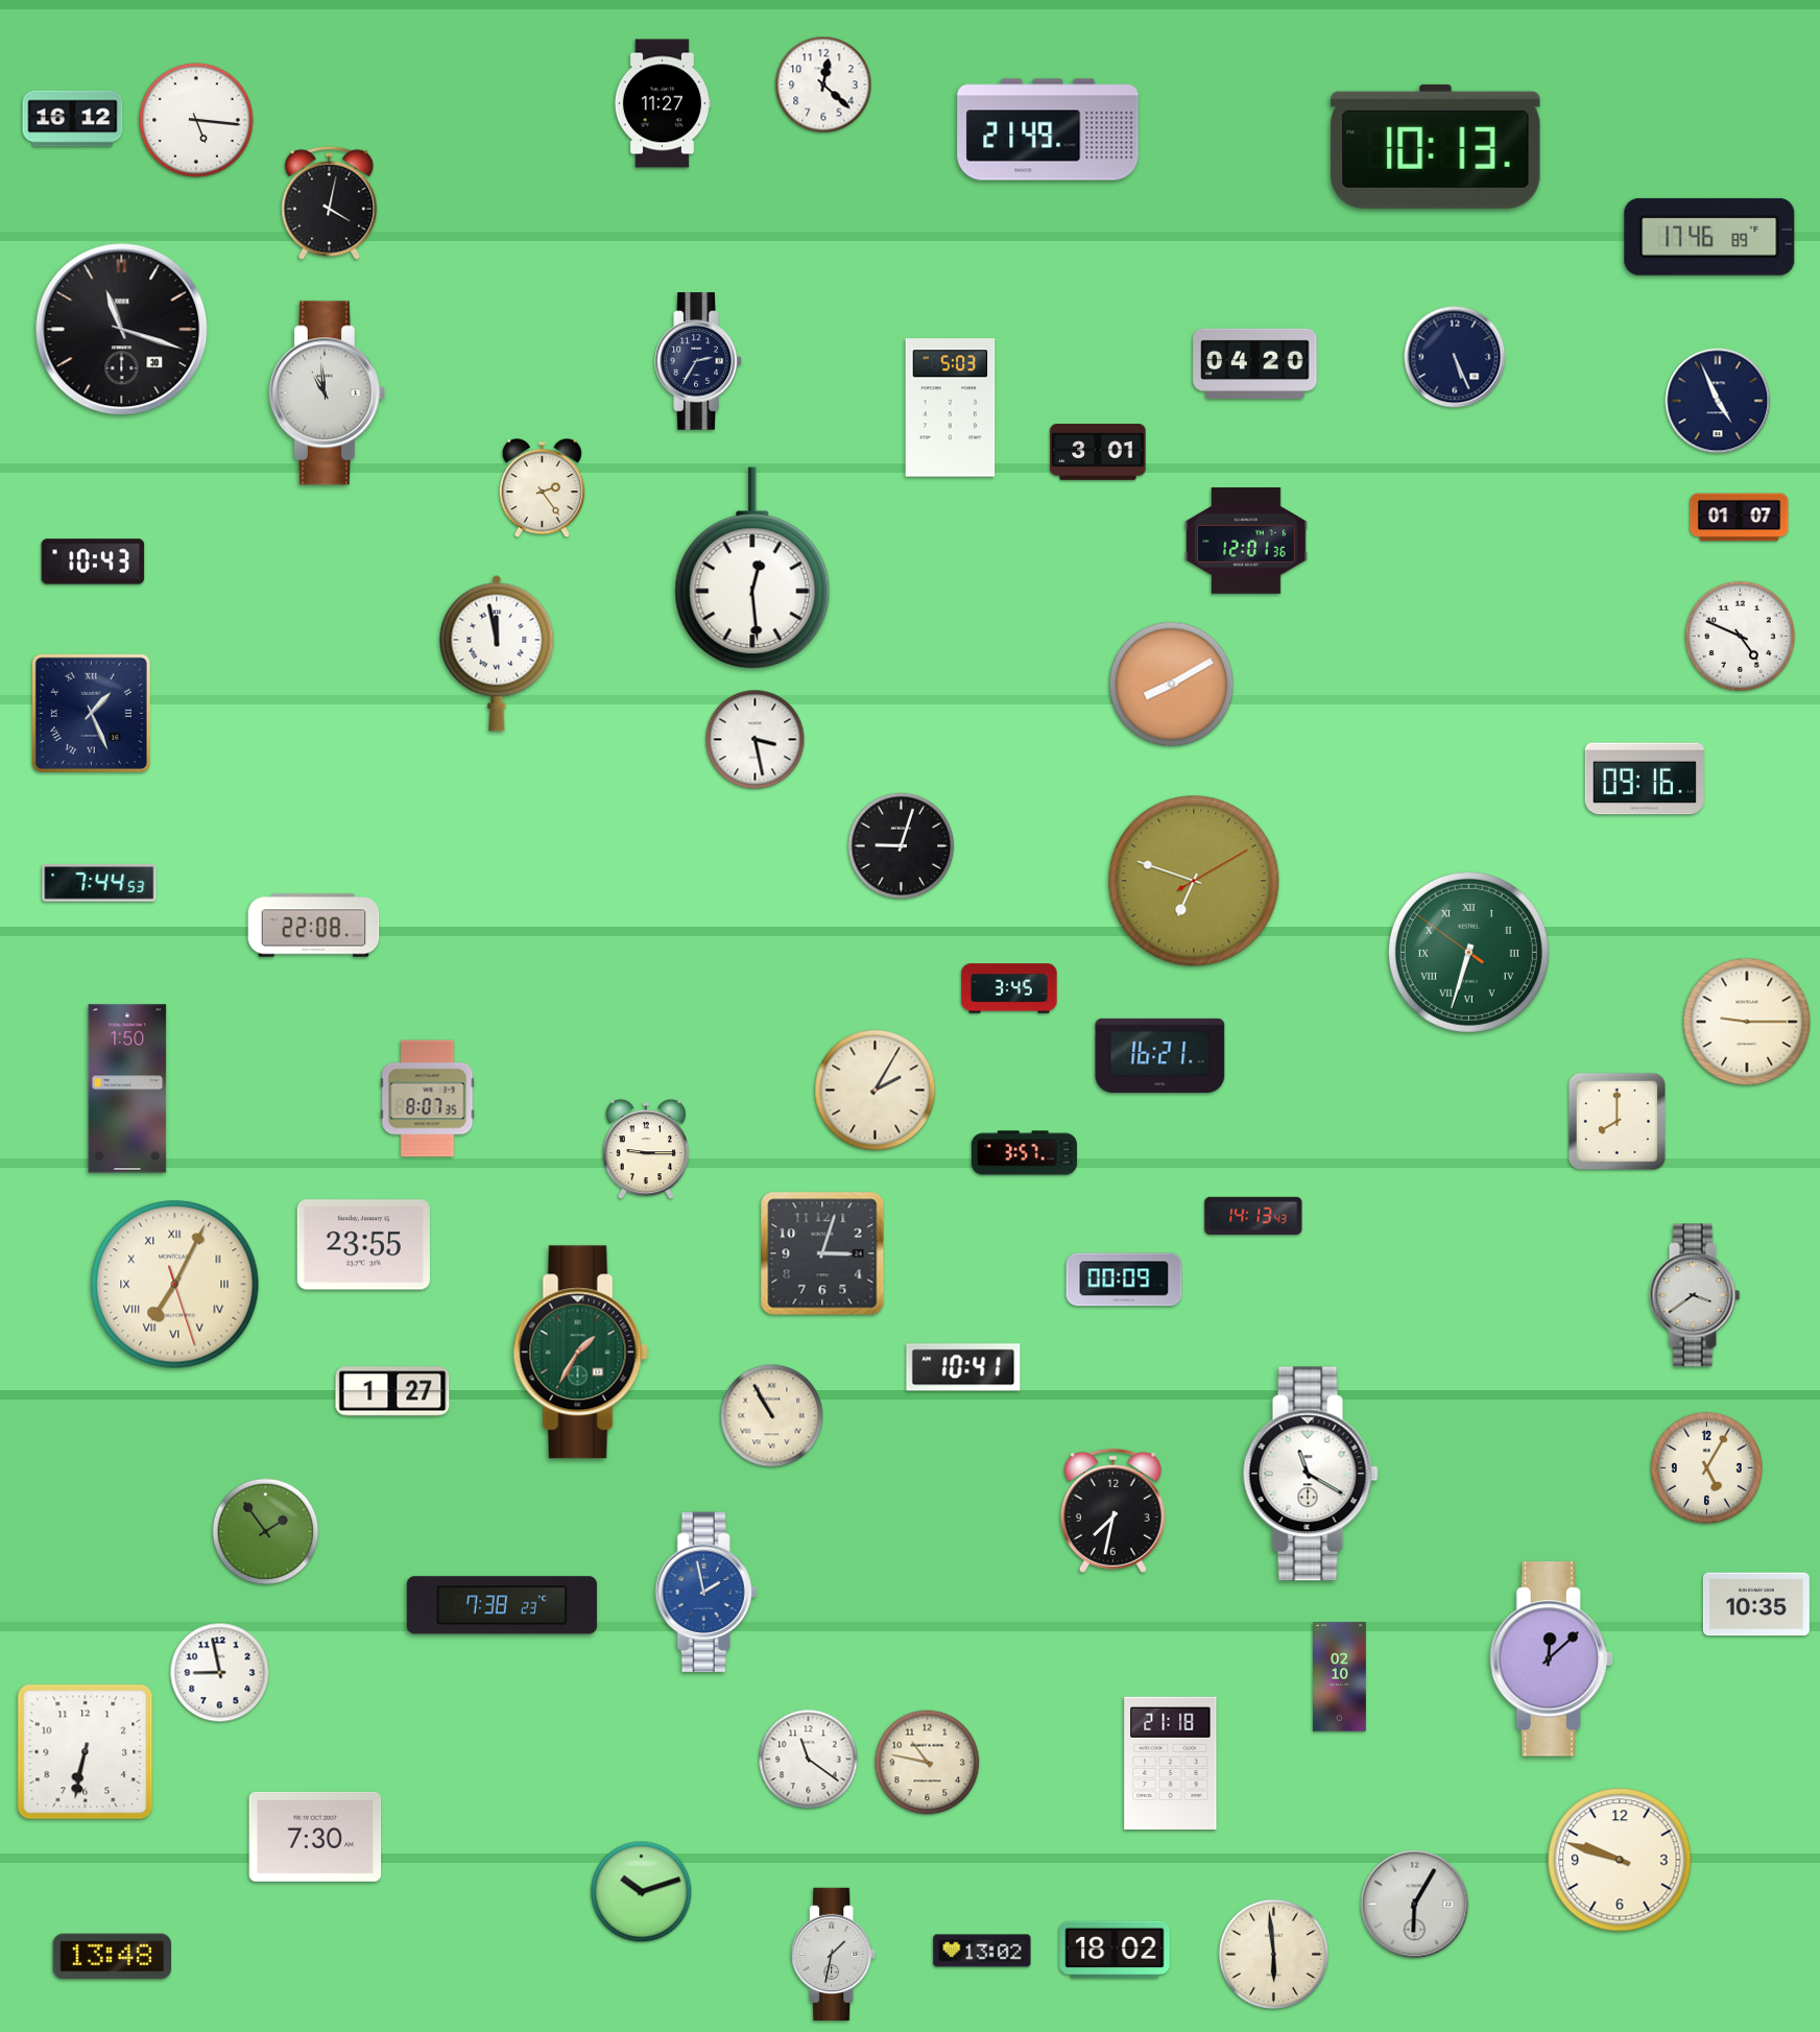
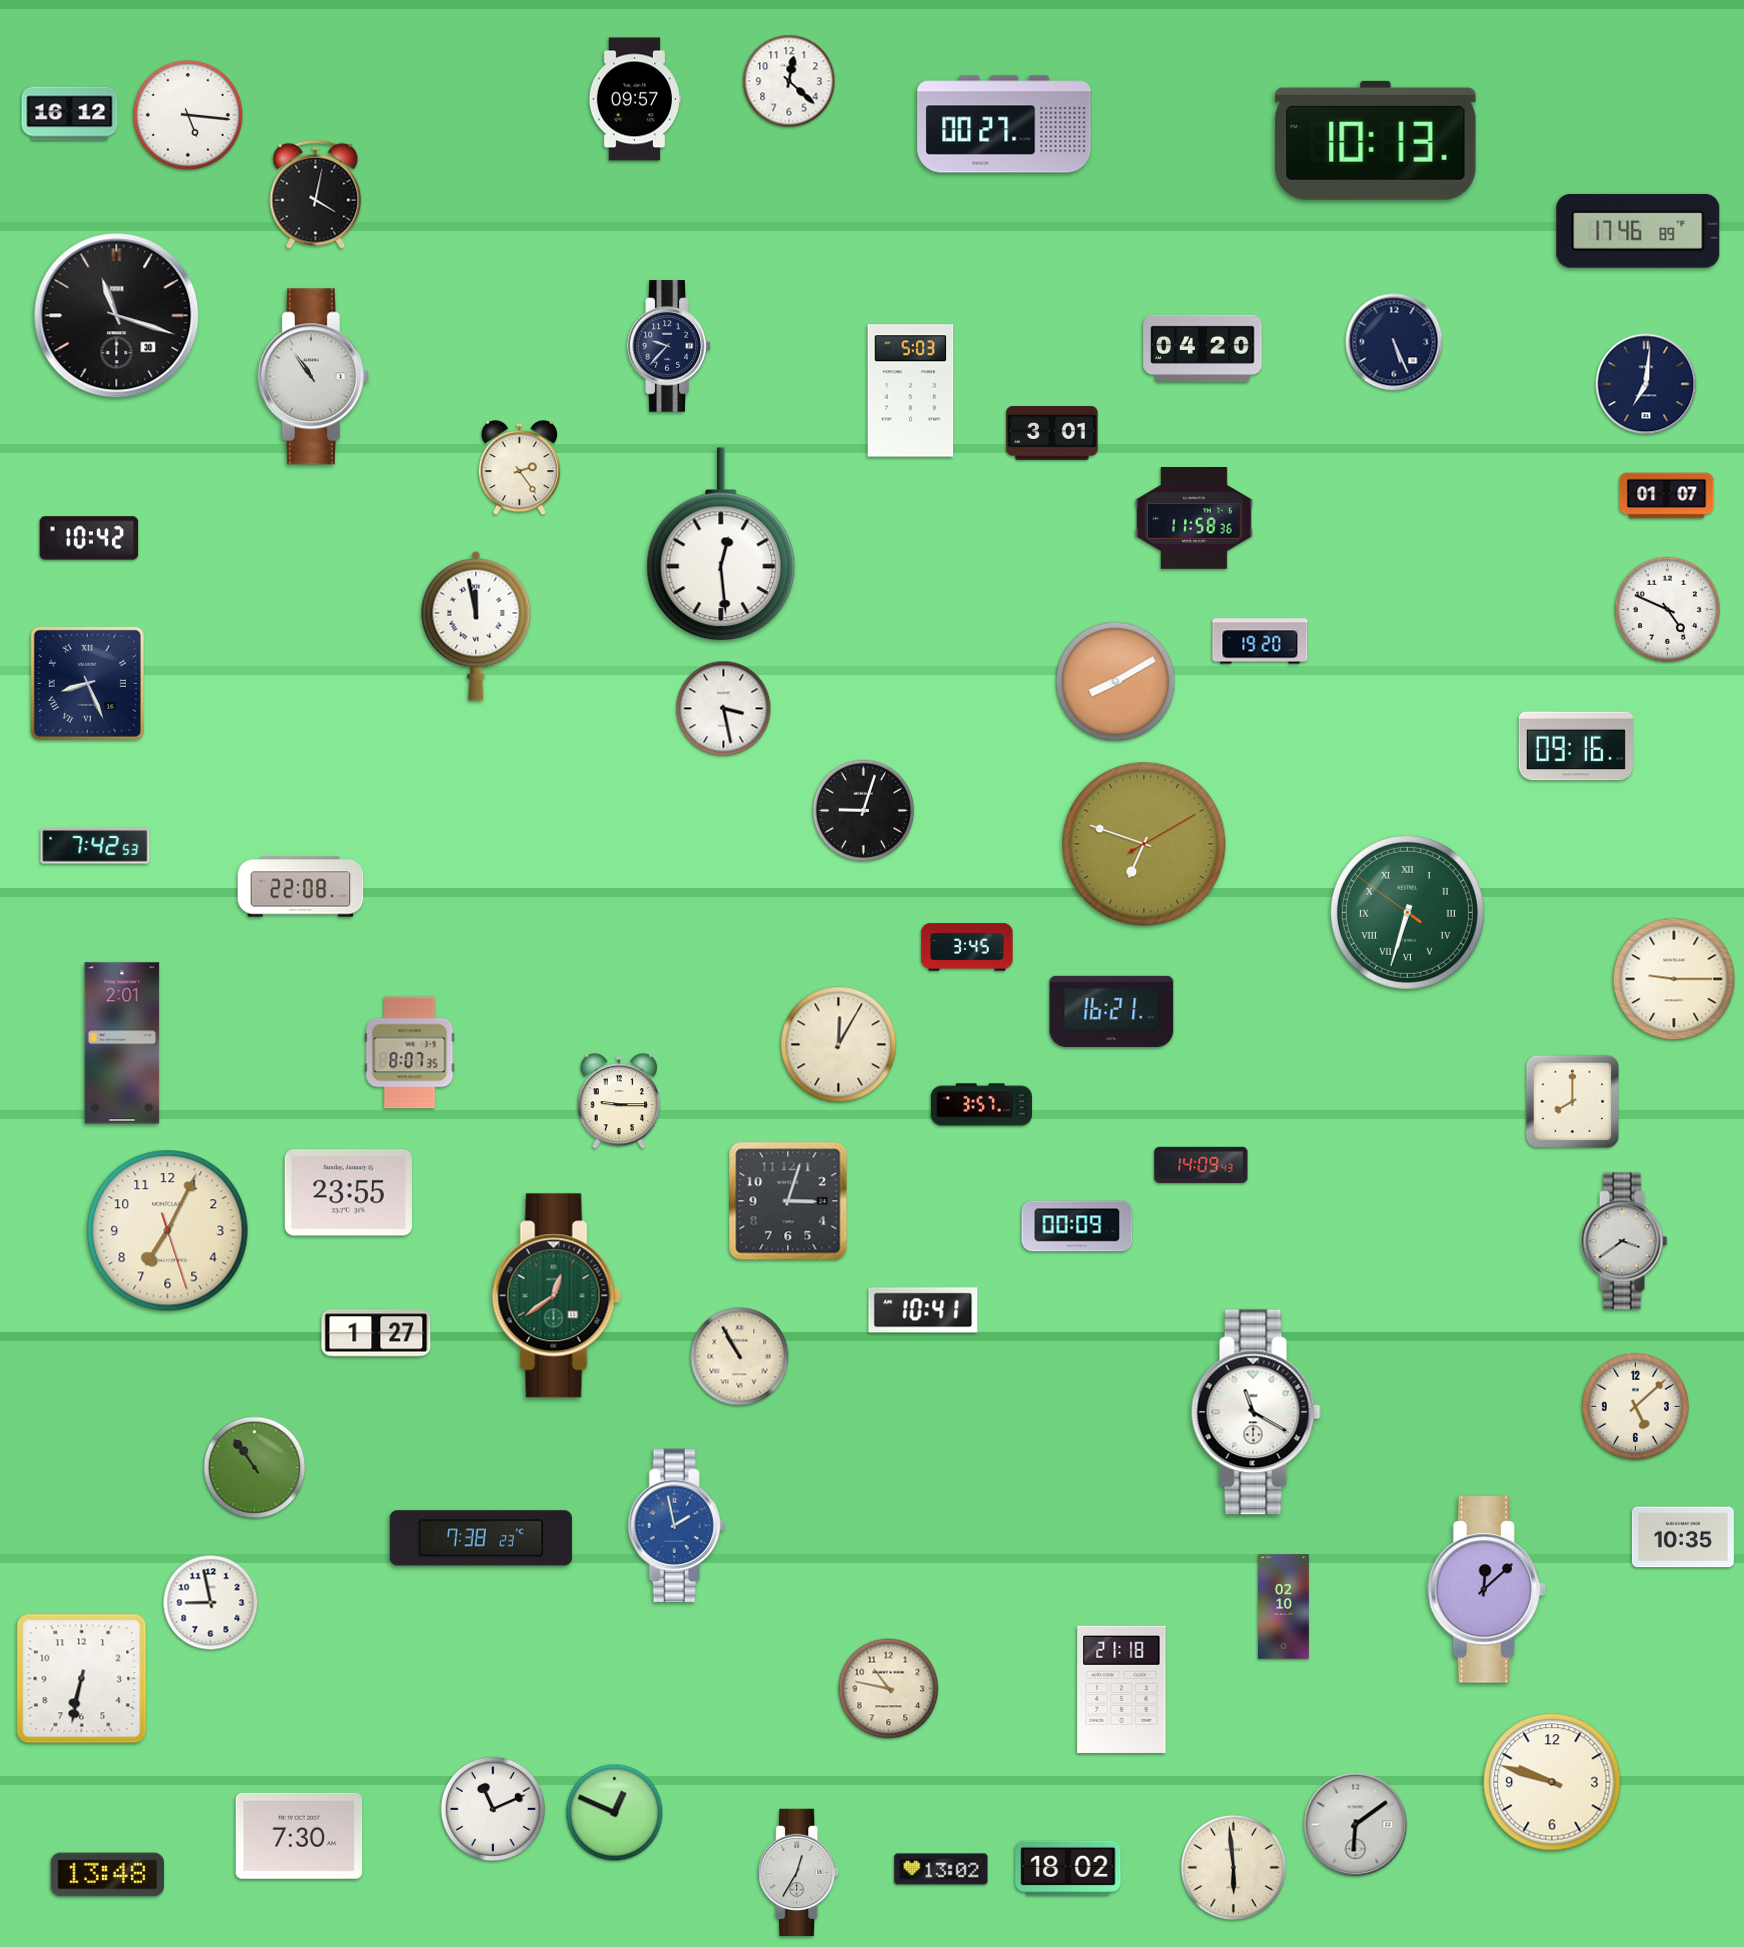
clock at (663, 103): 11:27 -> 09:57
clock at (1048, 129): 21:49 -> 00:27
clock at (1709, 237) position: (1709, 237) -> (1638, 231)
clock at (698, 361): 2:35 -> 9:37
clock at (327, 393): 10:59 -> 10:54
clock at (1718, 401): 4:56 -> 7:01
clock at (1246, 541): 12:01 -> 11:58
clock at (93, 561): 10:43 -> 10:42
clock at (1260, 641): none -> 19:20
clock at (1172, 685) position: (1172, 685) -> (1116, 682)
clock at (91, 713): 1:26 -> 8:26
clock at (99, 883): 7:44 -> 7:42
clock at (127, 1089): 1:50 -> 2:01
clock at (876, 1091): 2:05 -> 12:05
clock at (1617, 1121) position: (1617, 1121) -> (1572, 1101)
clock at (1253, 1216): 14:13 -> 14:09
clock at (175, 1285) numerals: Roman -> Arabic
clock at (580, 1353): 1:35 -> 12:39
clock at (1706, 1467): 5:05 -> 5:08
clock at (1112, 1510): 7:32 -> none
clock at (266, 1532): 1:54 -> 10:54
clock at (809, 1760): 11:21 -> none
clock at (315, 1837) position: (315, 1837) -> (299, 1836)
clock at (493, 1809): none -> 11:11
clock at (642, 1892): 10:12 -> 12:49
clock at (1415, 1905): 6:05 -> 6:09
clock at (834, 1954): 1:32 -> 12:35
clock at (1273, 1954) position: (1273, 1954) -> (1233, 1867)
